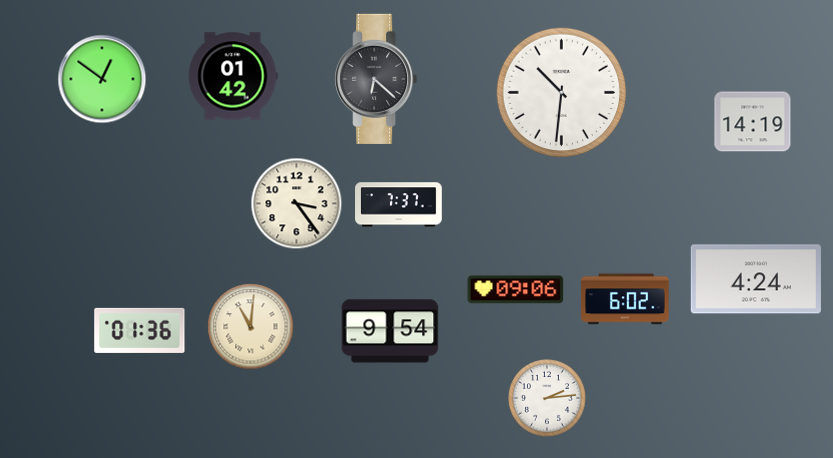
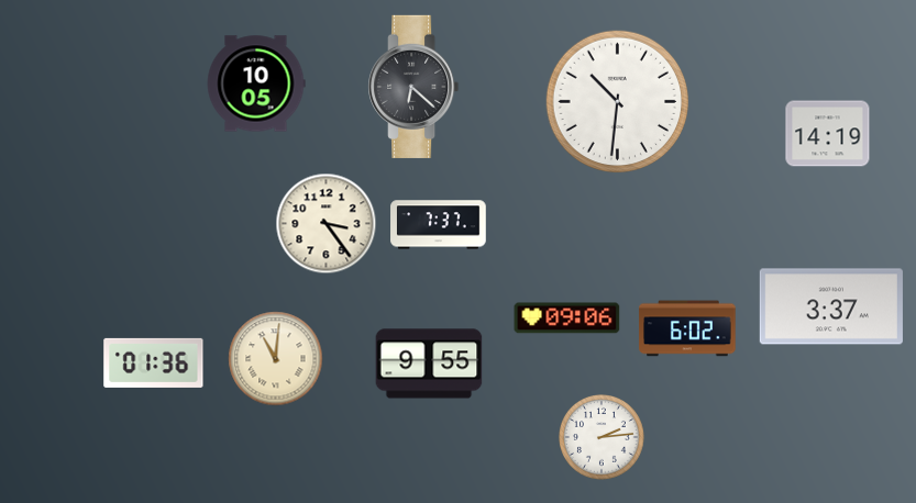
clock at (233, 76): 01:42 -> 10:05
clock at (102, 79): 12:51 -> none
clock at (756, 279): 4:24 -> 3:37
clock at (390, 331): 9:54 -> 9:55
